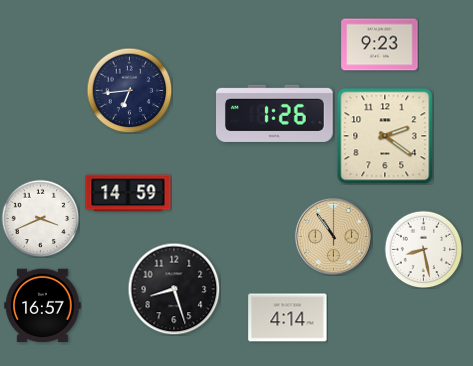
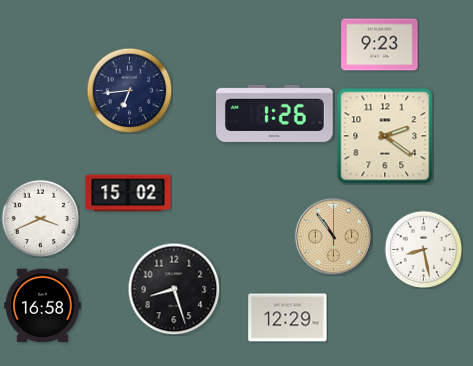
clock at (128, 193): 14:59 -> 15:02
clock at (43, 306): 16:57 -> 16:58
clock at (288, 318): 4:14 -> 12:29
